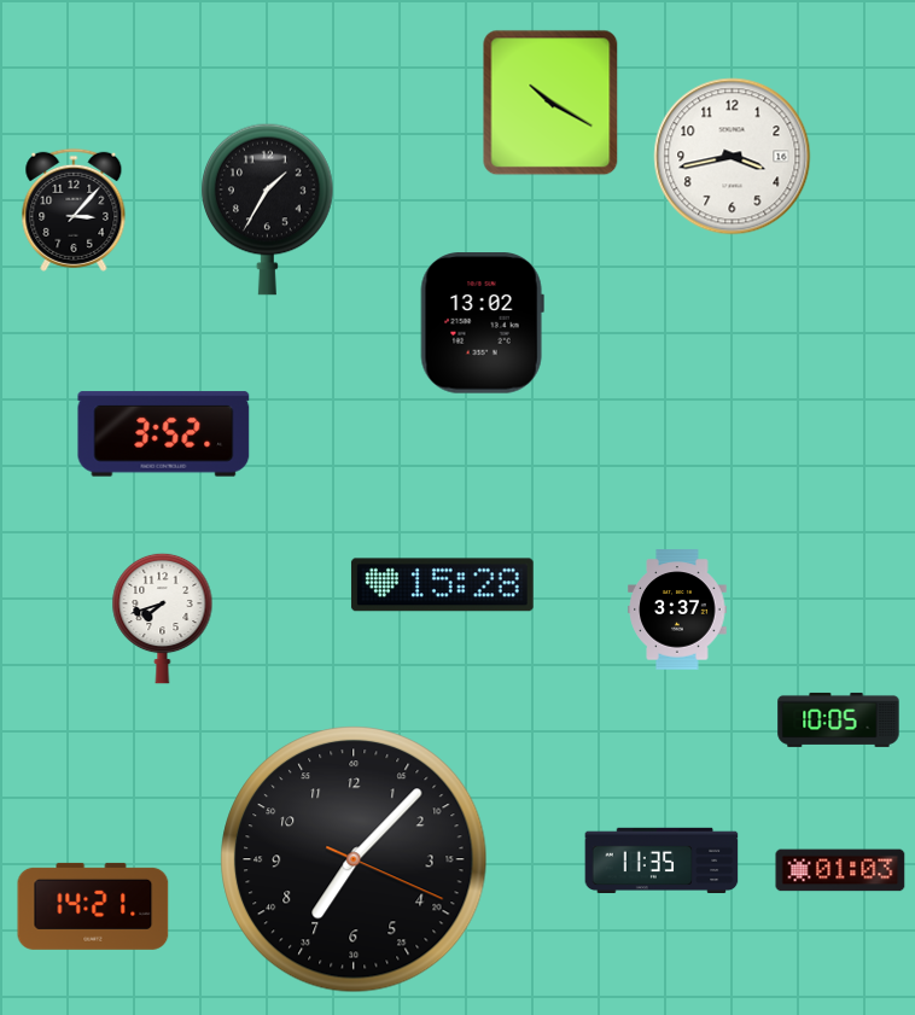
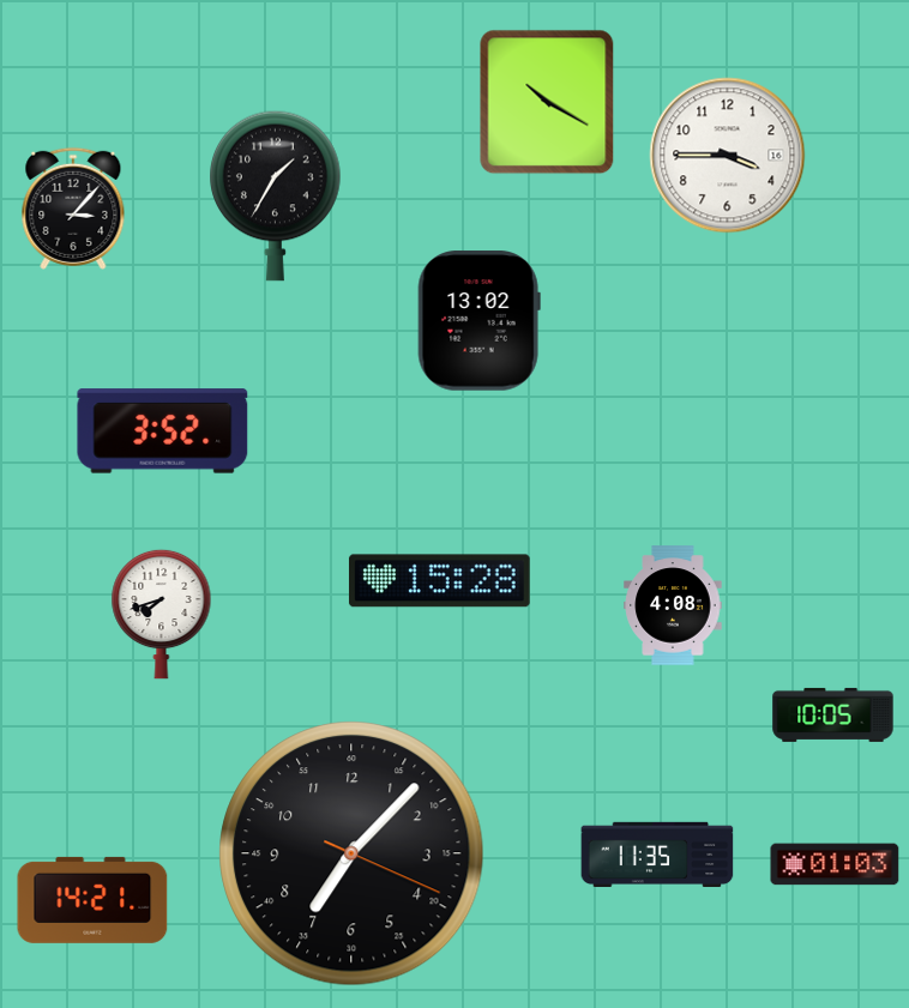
clock at (733, 157): 3:43 -> 3:45
clock at (268, 209) position: (268, 209) -> (276, 195)
clock at (677, 609): 3:37 -> 4:08
